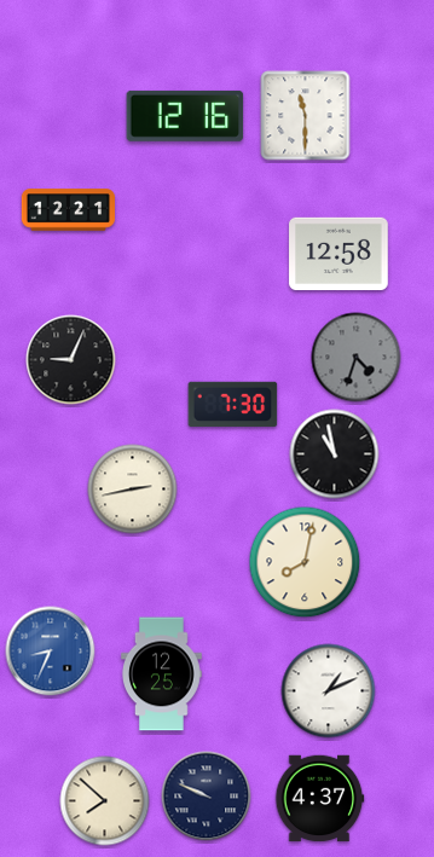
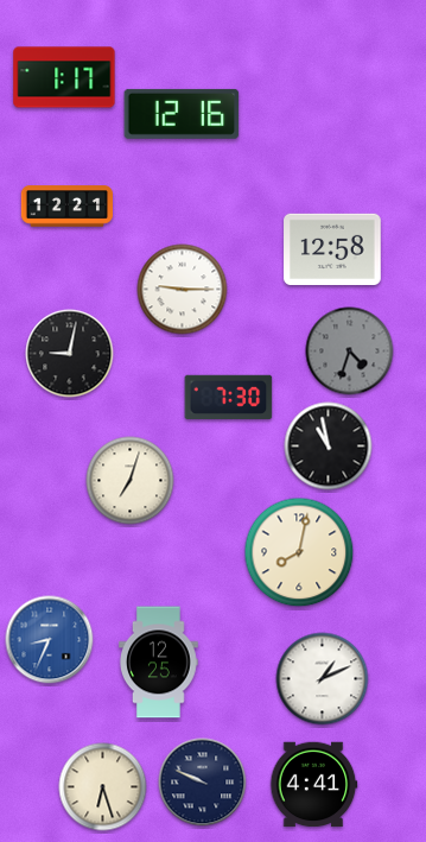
clock at (64, 77): none -> 1:17
clock at (306, 116): 11:30 -> none
clock at (183, 290): none -> 9:15
clock at (71, 360): 9:04 -> 9:02
clock at (133, 490): 2:43 -> 7:03
clock at (319, 799): 4:37 -> 4:41
clock at (105, 801): 7:52 -> 6:27
